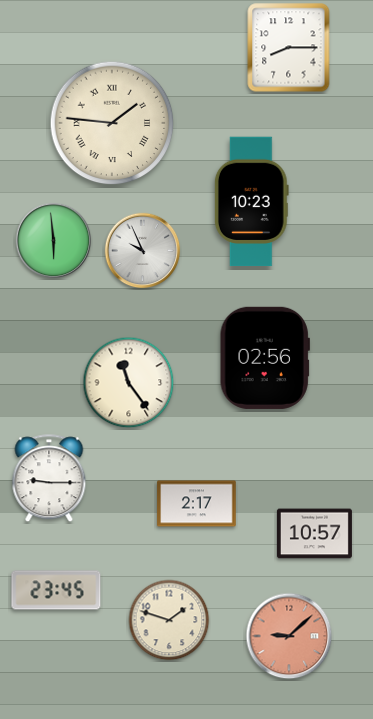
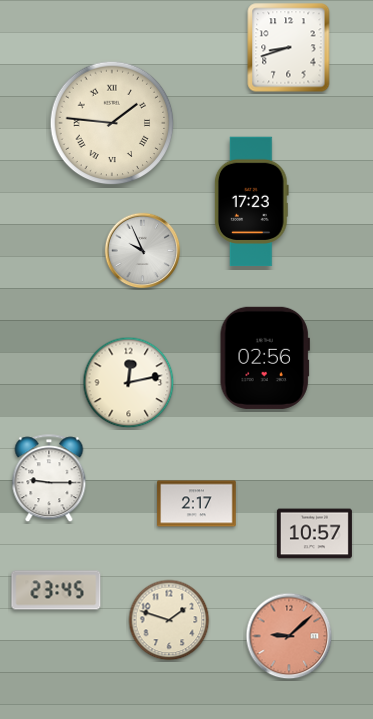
clock at (289, 48): 8:15 -> 8:42
clock at (251, 202): 10:23 -> 17:23
clock at (54, 241): 5:59 -> none
clock at (129, 383): 11:24 -> 12:13
